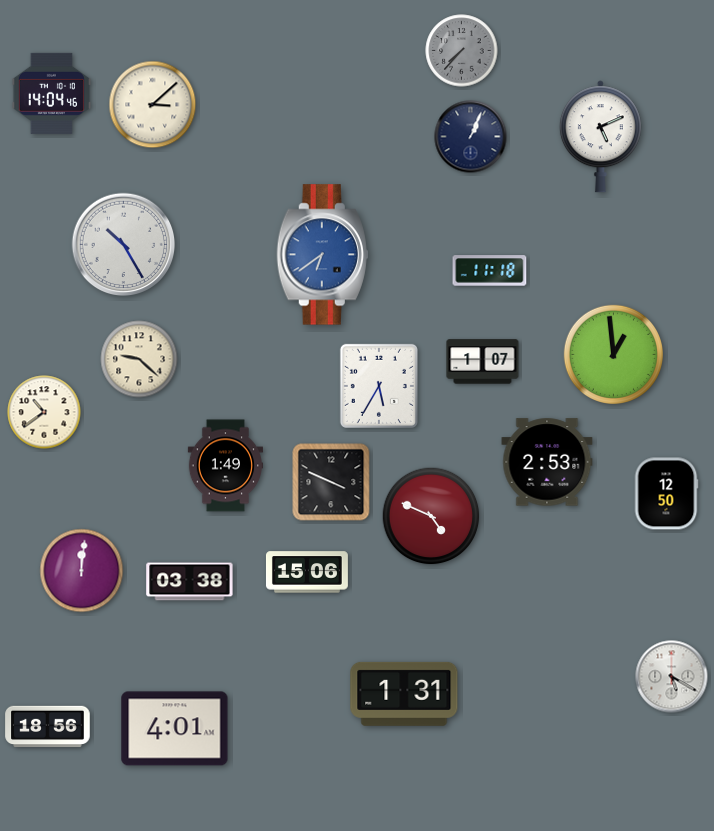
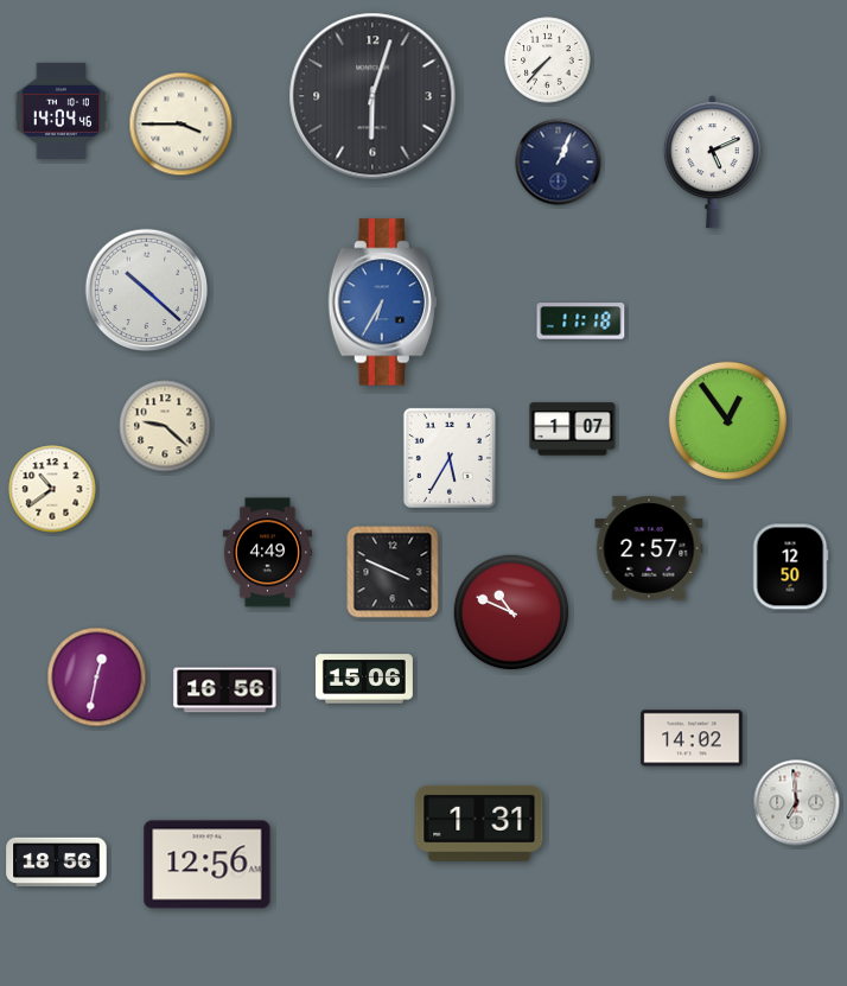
clock at (462, 51) dial: grey -> white
clock at (372, 96): none -> 6:03
clock at (153, 105): 3:08 -> 3:45
clock at (124, 245): 10:25 -> 10:22
clock at (322, 255): 6:39 -> 6:35
clock at (613, 354): 12:59 -> 12:54
clock at (547, 462): 2:53 -> 2:57
clock at (225, 466): 1:49 -> 4:49
clock at (666, 494) position: (666, 494) -> (790, 567)
clock at (431, 516): 4:49 -> 10:49
clock at (82, 571): 12:01 -> 12:32
clock at (190, 582): 03:38 -> 16:56
clock at (692, 738): none -> 14:02
clock at (672, 677): 5:20 -> 6:59
clock at (175, 729): 4:01 -> 12:56
